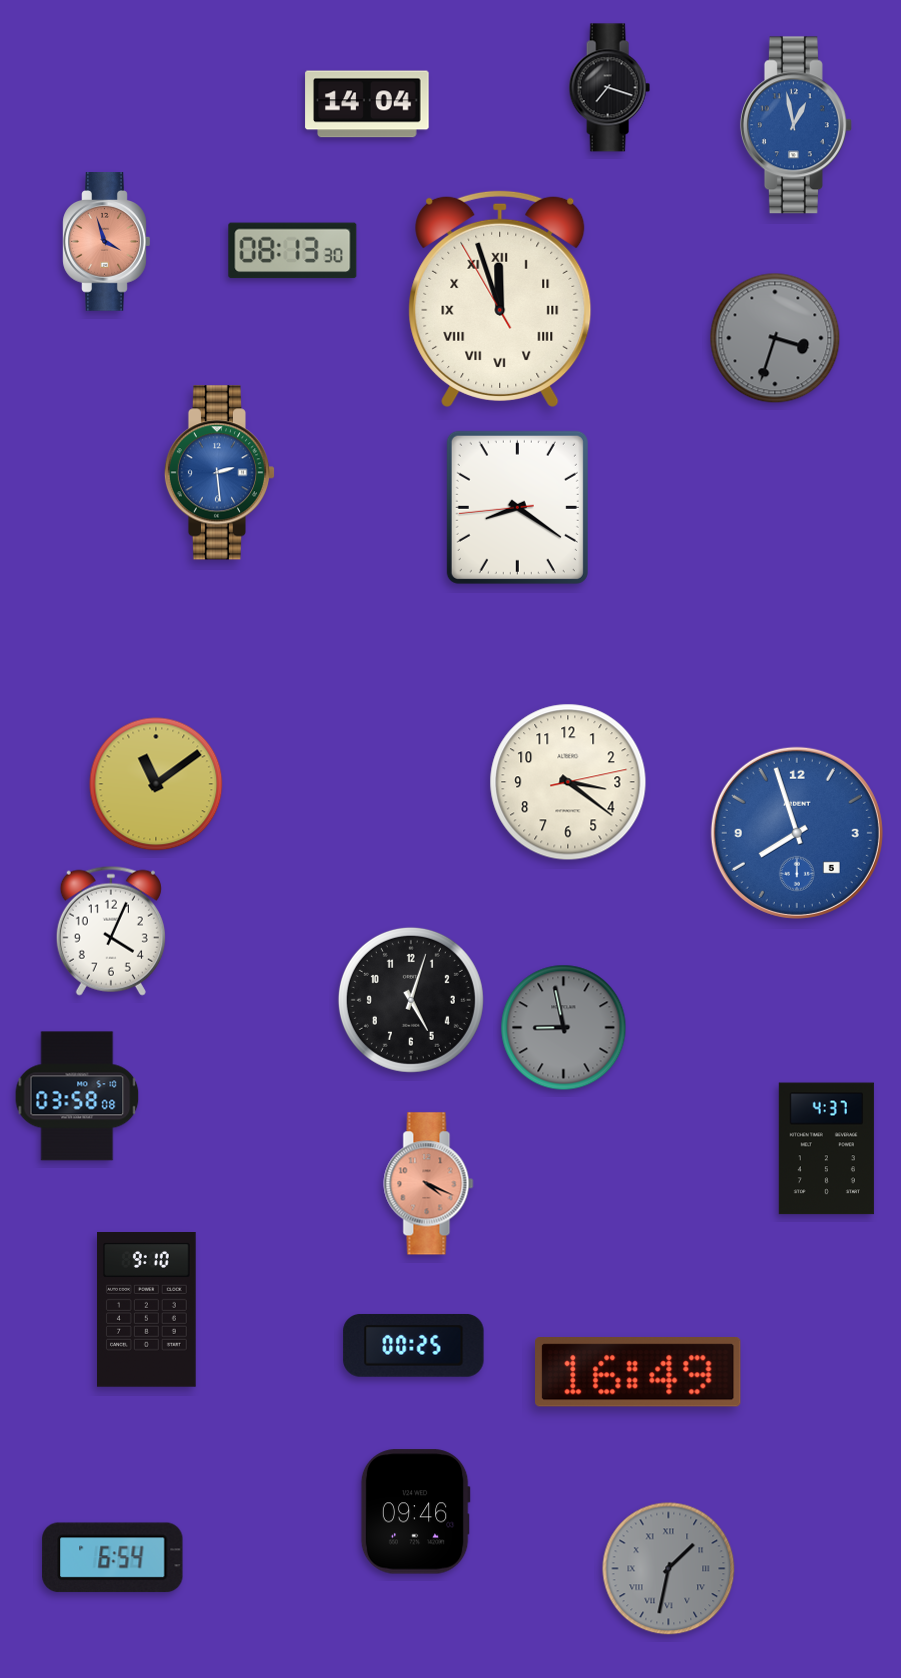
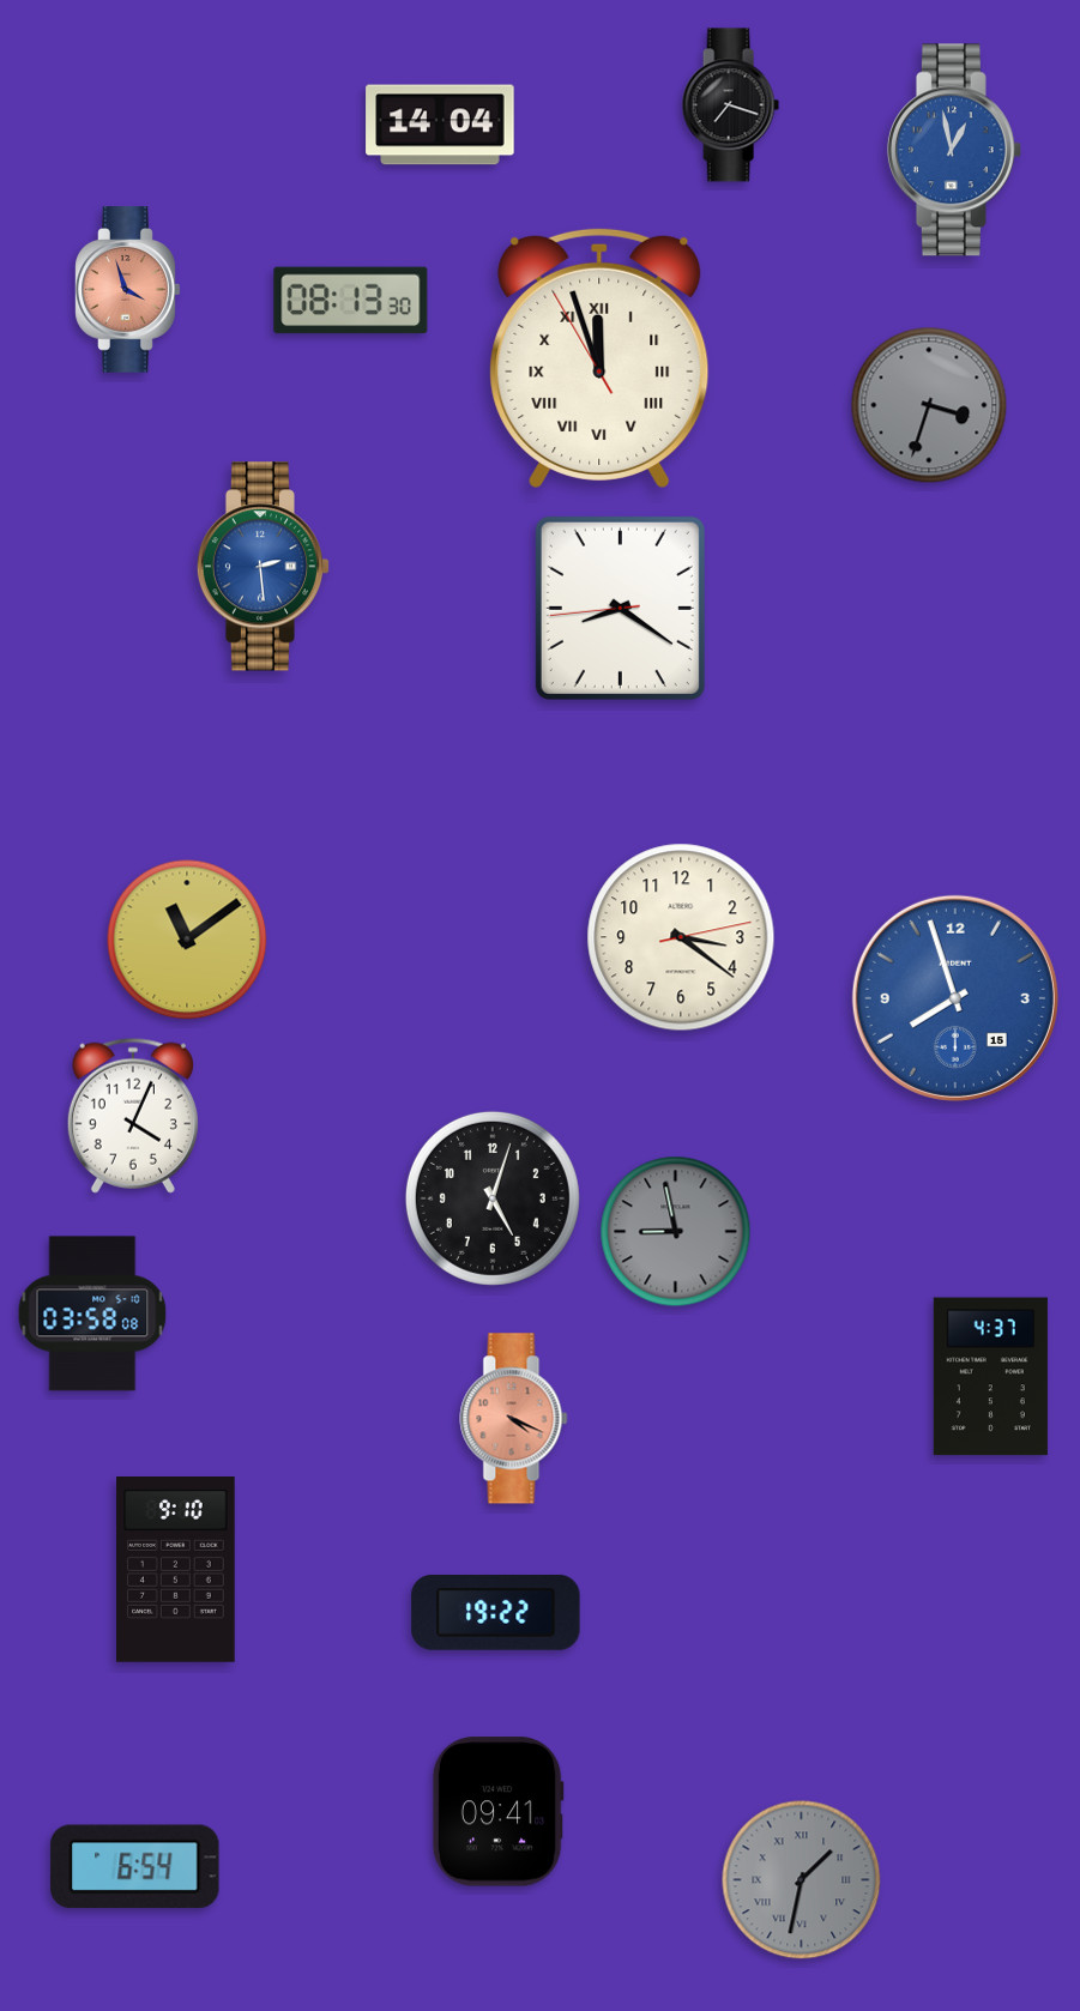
clock at (797, 833) date: 5 -> 15
clock at (414, 1346): 00:25 -> 19:22
clock at (638, 1373): 16:49 -> none
clock at (415, 1512): 09:46 -> 09:41
